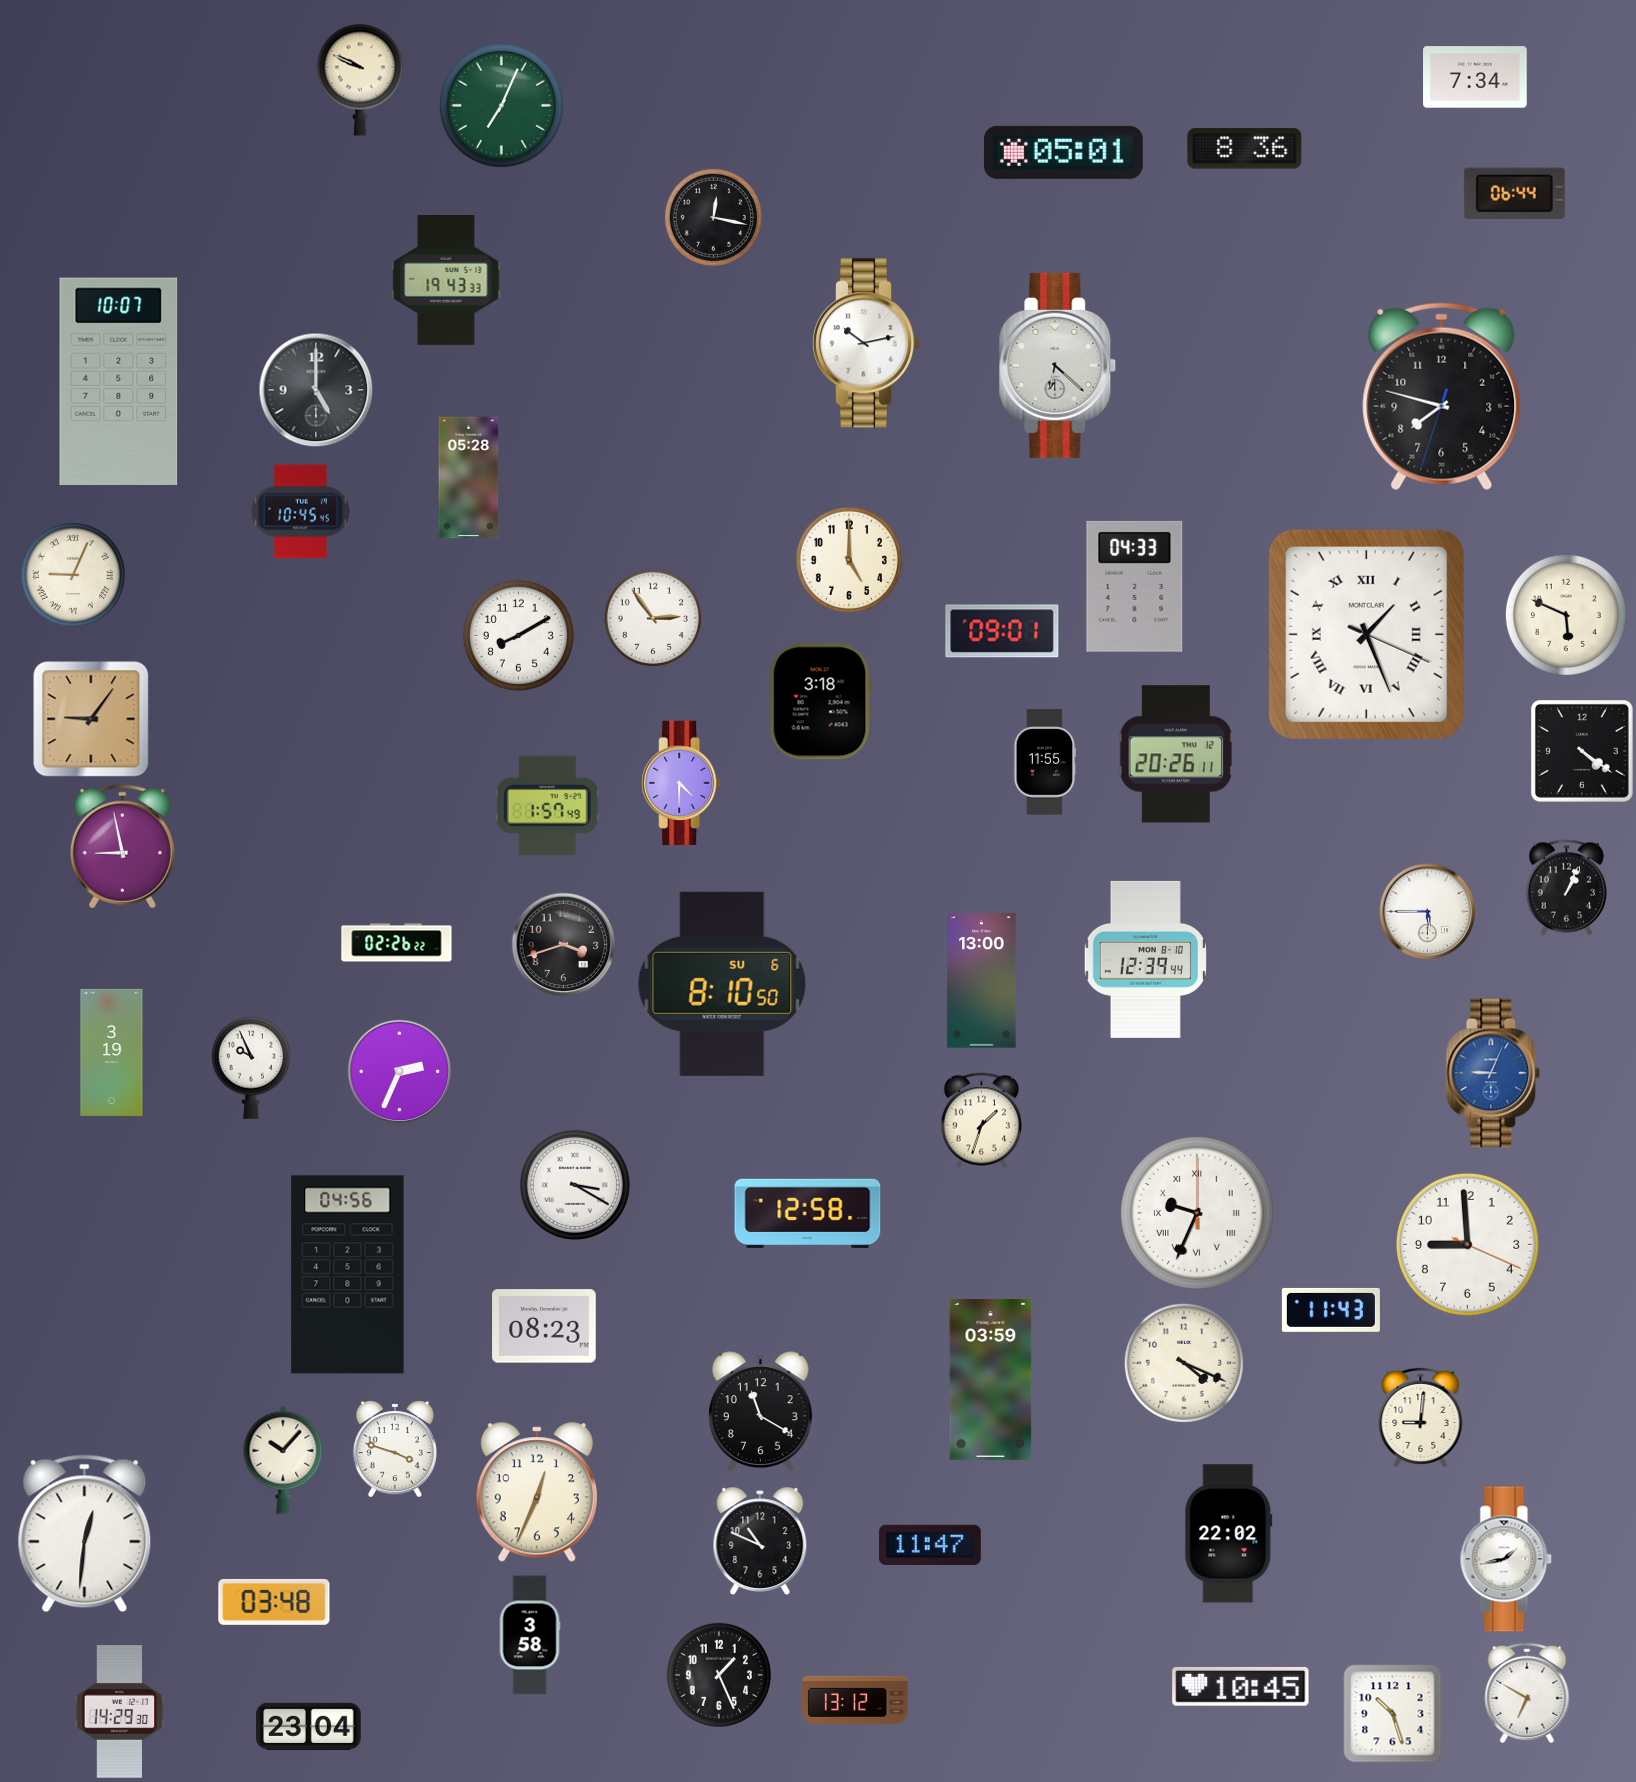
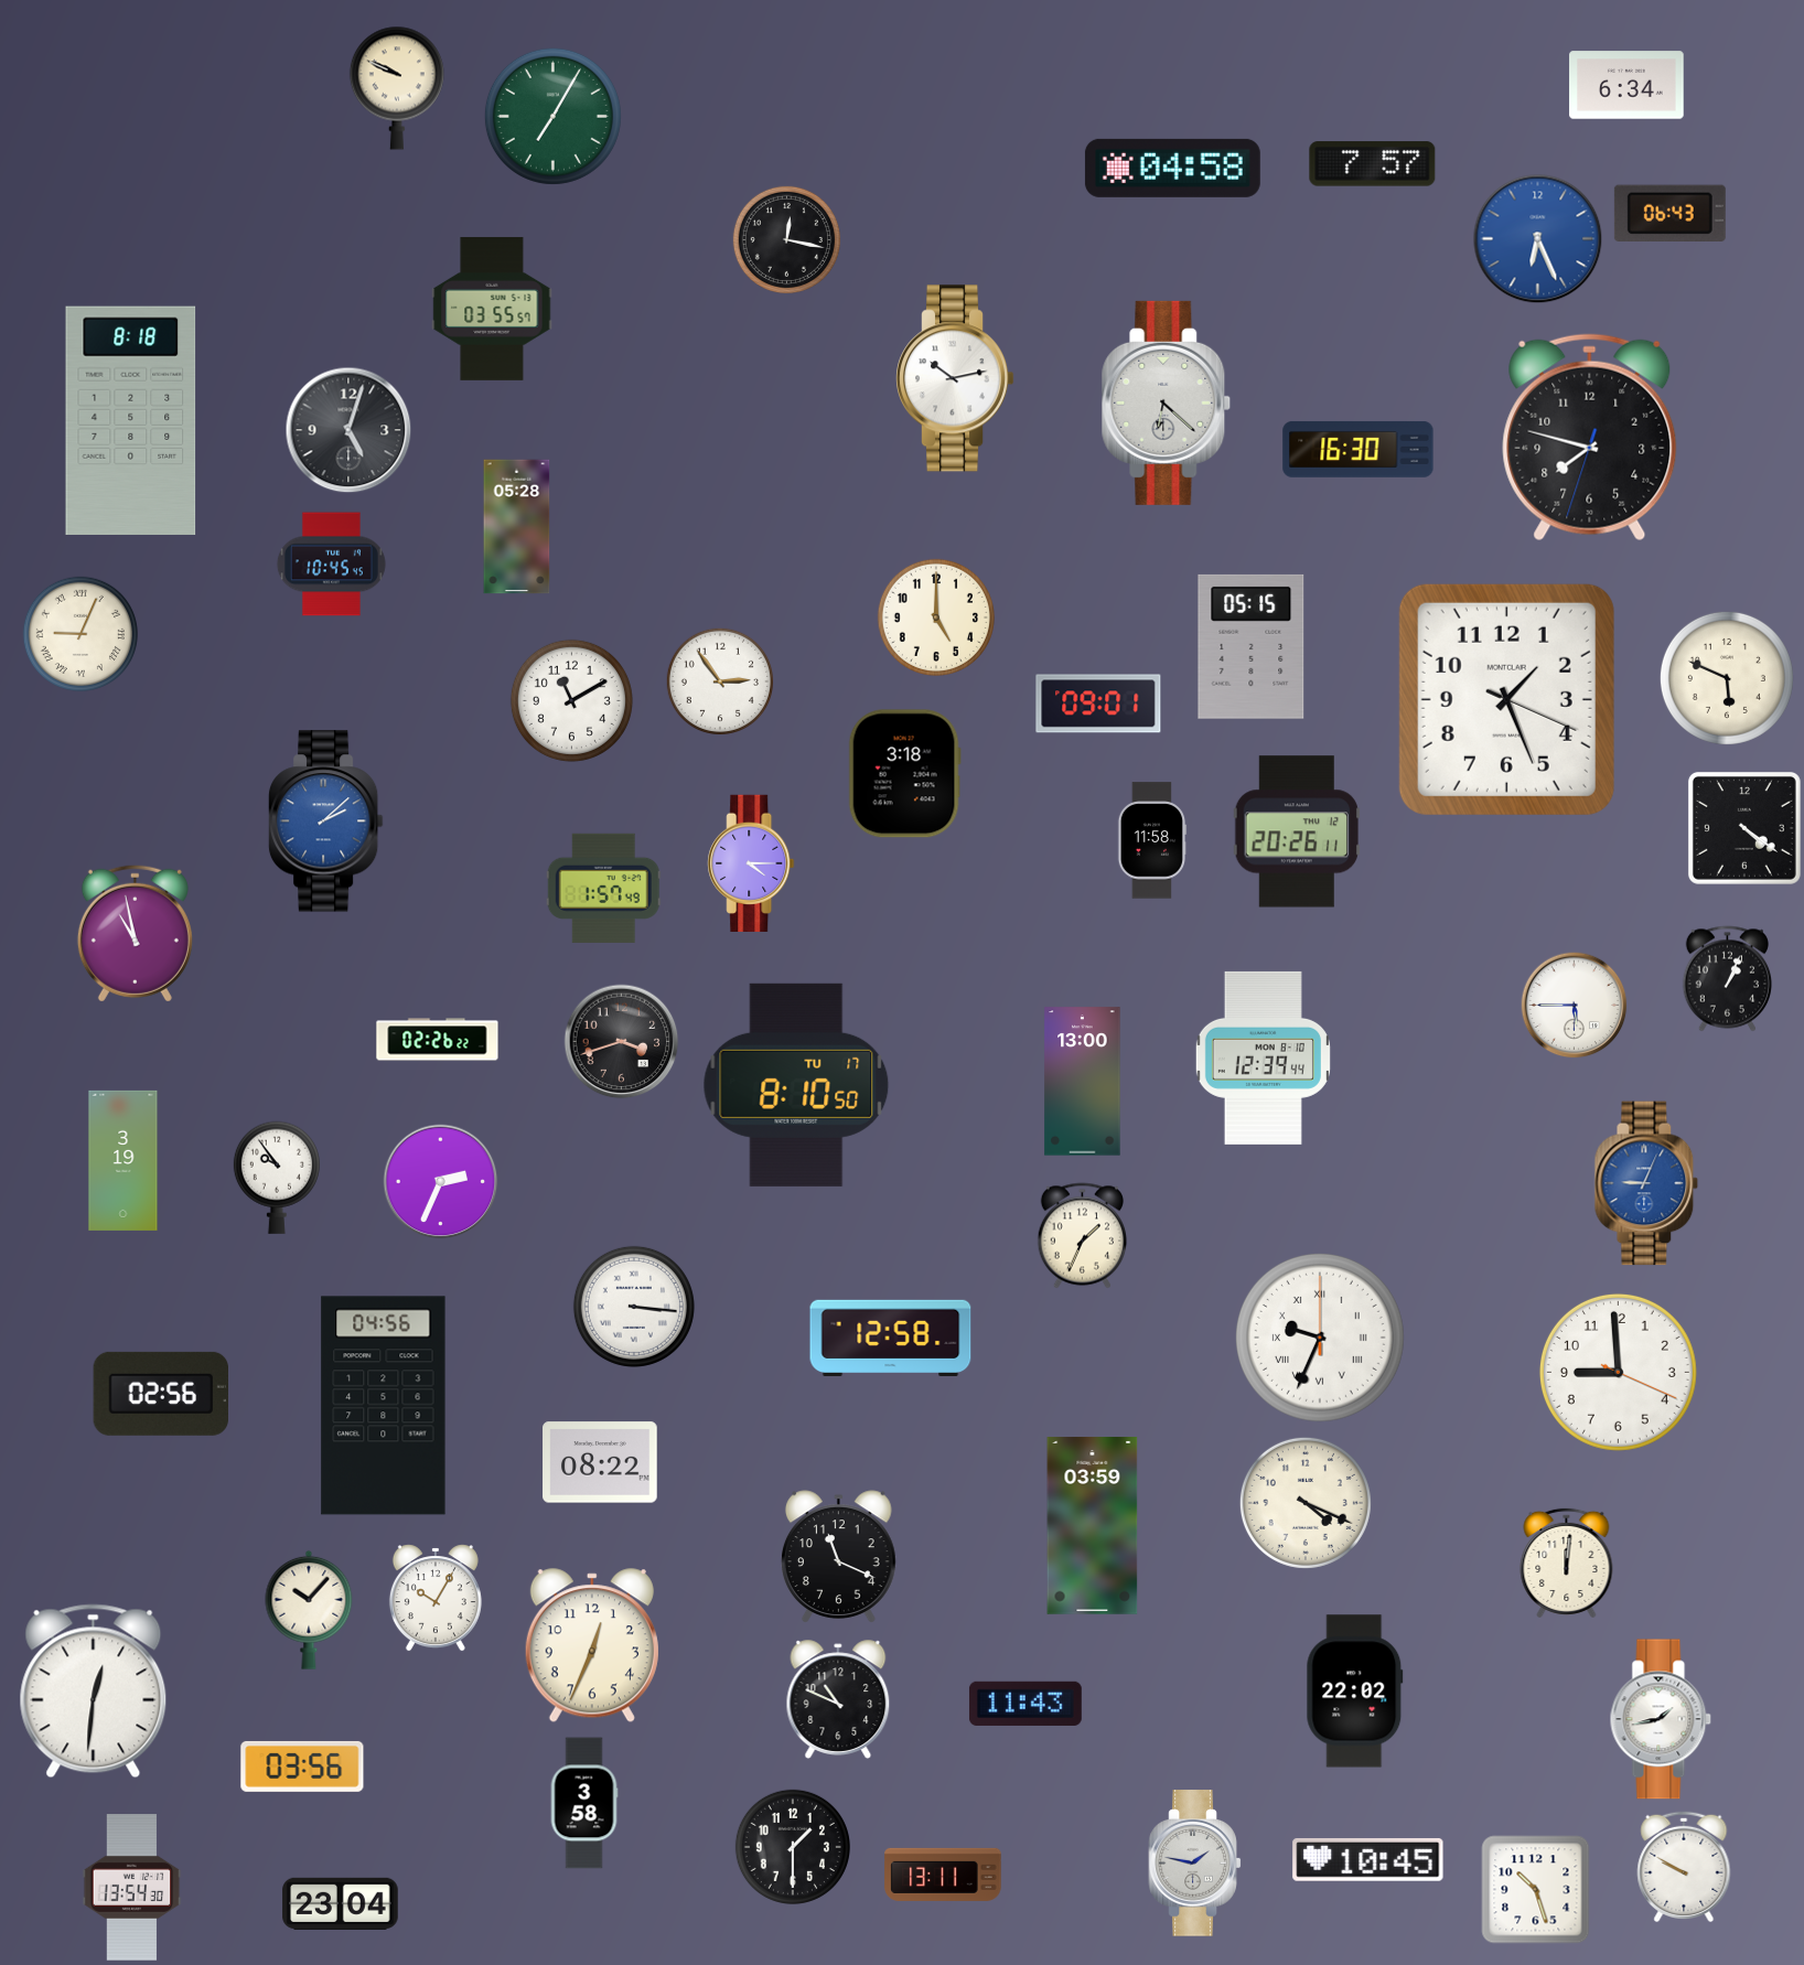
clock at (1475, 77): 7:34 -> 6:34
clock at (501, 105): 7:04 -> 7:05
clock at (1245, 149): 8:36 -> 7:57
clock at (1063, 152): 05:01 -> 04:58
clock at (1514, 194): 06:44 -> 06:43
clock at (1538, 239): none -> 6:26
clock at (446, 280): 19:43 -> 03:55
clock at (119, 381): 10:07 -> 8:18
clock at (316, 390): 5:00 -> 5:03
clock at (1359, 449): none -> 16:30
clock at (1135, 586): 04:33 -> 05:15
clock at (1002, 631) position: (1002, 631) -> (1098, 704)
clock at (1366, 634) numerals: Roman -> Arabic
clock at (518, 635): 8:10 -> 11:10
clock at (91, 719): 9:06 -> none
clock at (325, 822): none -> 2:08
clock at (1045, 762): 11:55 -> 11:58
clock at (681, 782): 4:30 -> 4:15
clock at (122, 846): 8:58 -> 10:58
clock at (722, 984) date: SU 6 -> TU 17
clock at (251, 1068): 9:56 -> 9:54
clock at (981, 1121): 1:33 -> 1:34
clock at (575, 1185): 3:20 -> 3:16
clock at (161, 1394): none -> 02:56
clock at (1331, 1310): 11:43 -> none
clock at (544, 1326): 08:23 -> 08:22
clock at (991, 1380) position: (991, 1380) -> (1093, 1526)
clock at (761, 1412): 11:20 -> 11:19
clock at (1421, 1417): 9:01 -> 12:01
clock at (395, 1449): 3:48 -> 10:05
clock at (283, 1460) position: (283, 1460) -> (309, 1610)
clock at (930, 1545): 11:47 -> 11:43
clock at (274, 1602): 03:48 -> 03:56
clock at (719, 1675): 1:26 -> 1:30
clock at (1195, 1864): none -> 1:47
clock at (1527, 1693): 6:50 -> 9:50
clock at (855, 1700): 13:12 -> 13:11
clock at (120, 1712): 14:29 -> 13:54
